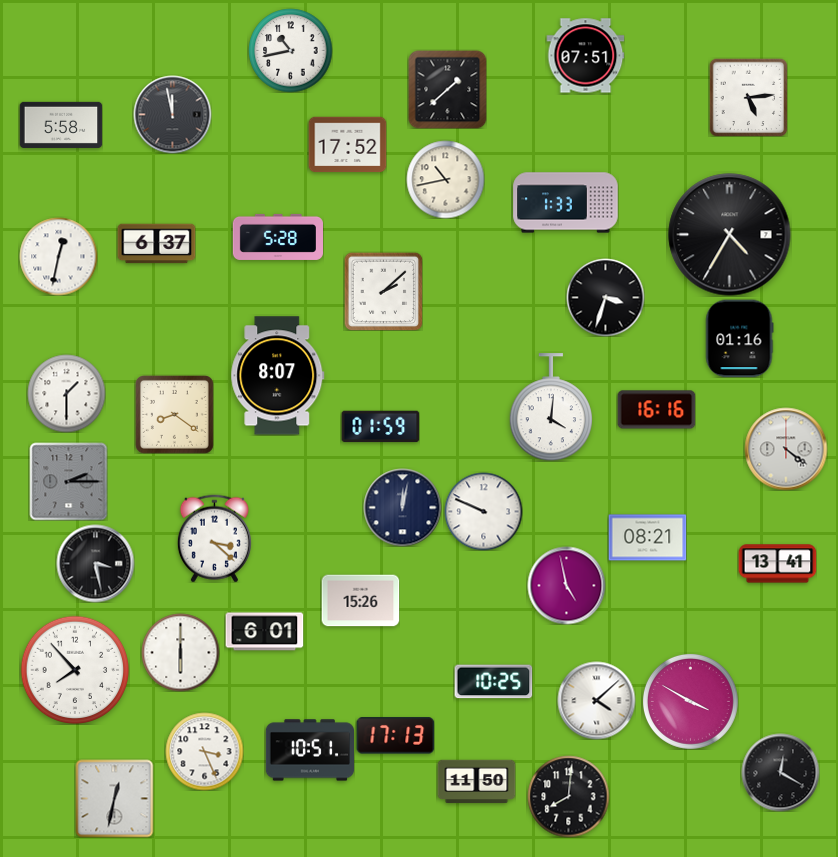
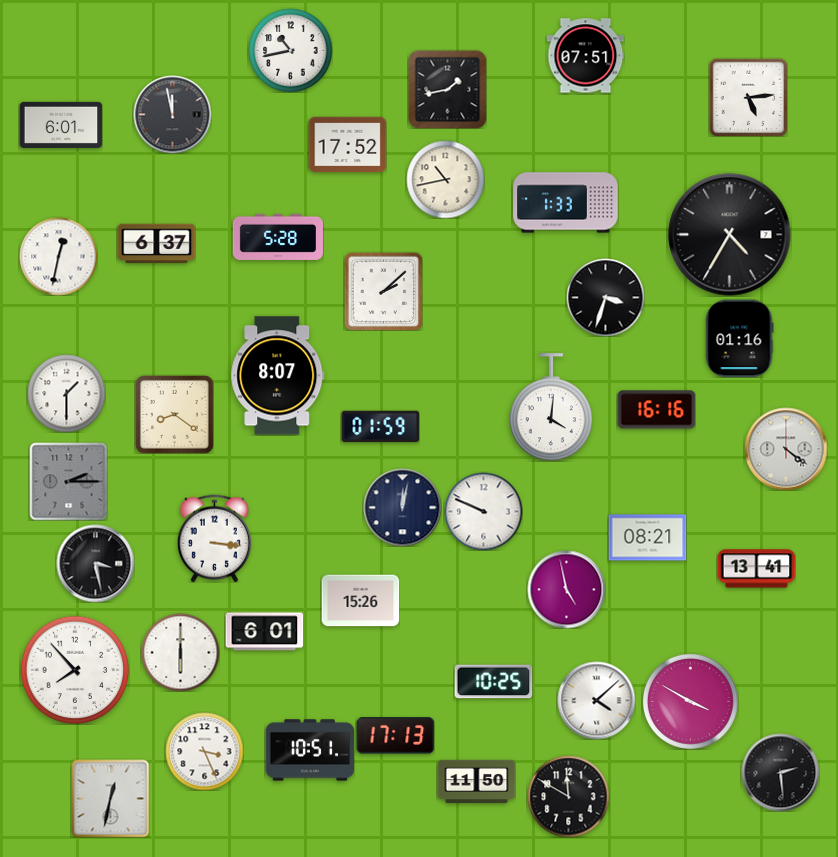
clock at (447, 89): 1:38 -> 1:43
clock at (61, 125): 5:58 -> 6:01
clock at (214, 538): 3:22 -> 3:16
clock at (777, 564) position: (777, 564) -> (756, 569)
clock at (566, 585) position: (566, 585) -> (566, 589)
clock at (780, 772): 12:20 -> 2:29
clock at (568, 796): 8:01 -> 11:50
clock at (114, 798) position: (114, 798) -> (110, 798)
